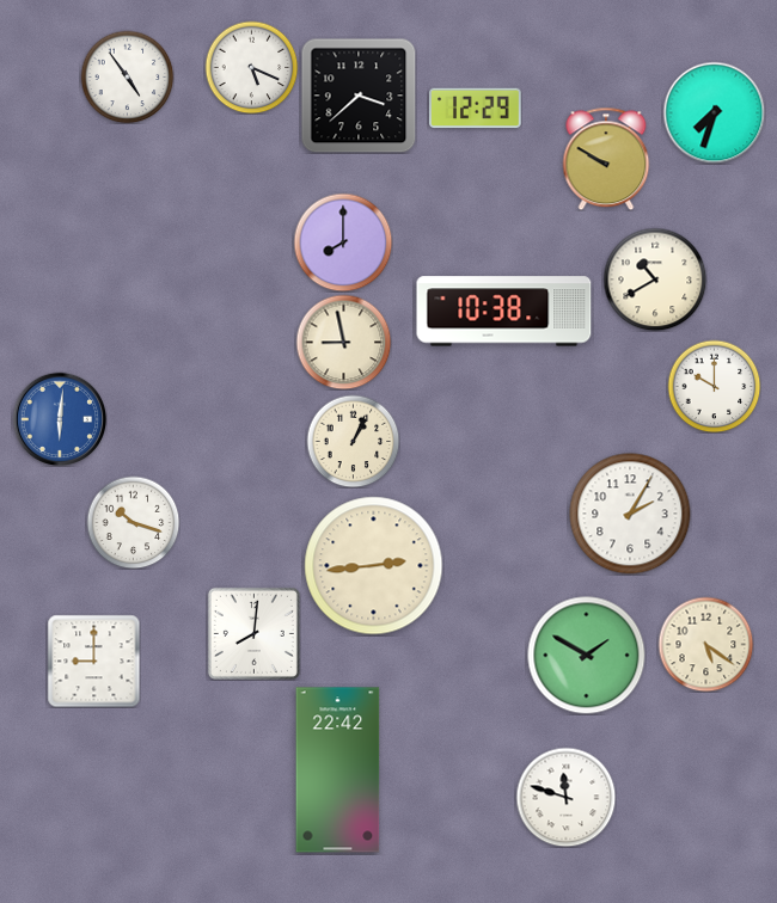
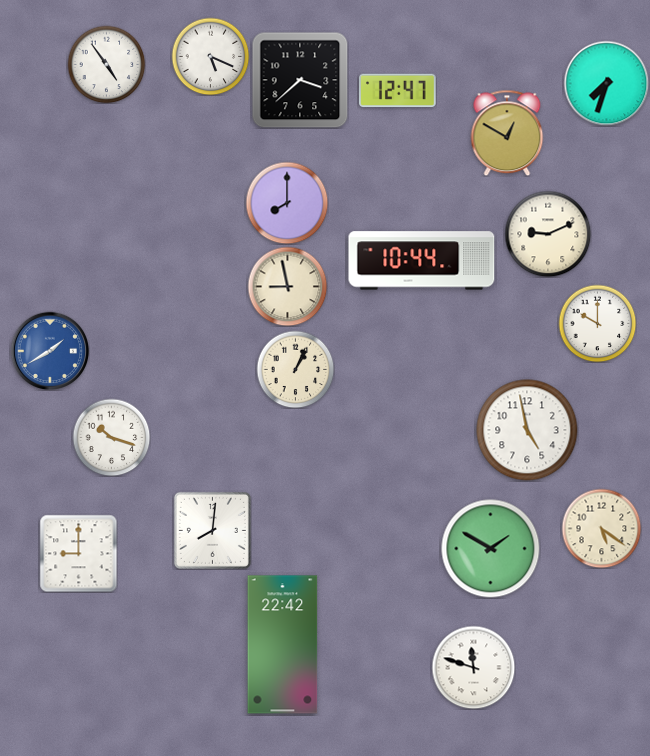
clock at (476, 109): 12:29 -> 12:47
clock at (714, 112) position: (714, 112) -> (606, 83)
clock at (606, 159): 9:50 -> 12:50
clock at (655, 279): 10:40 -> 9:11
clock at (504, 312): 10:38 -> 10:44
clock at (60, 419): 6:01 -> 1:40
clock at (630, 514): 2:05 -> 4:58
clock at (374, 566): 2:44 -> none
clock at (705, 644) position: (705, 644) -> (601, 528)
